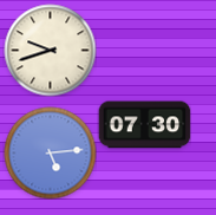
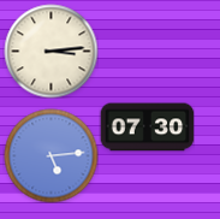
clock at (50, 50): 9:42 -> 3:14
